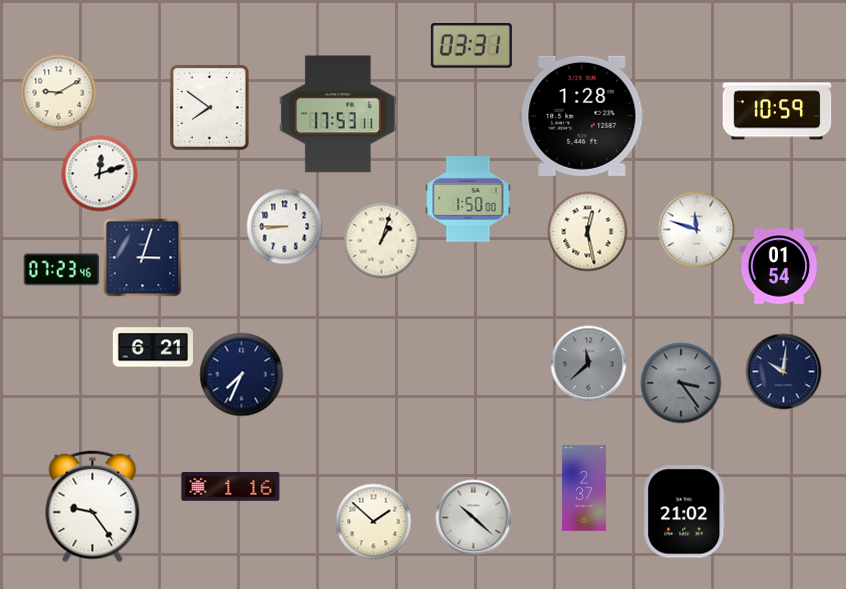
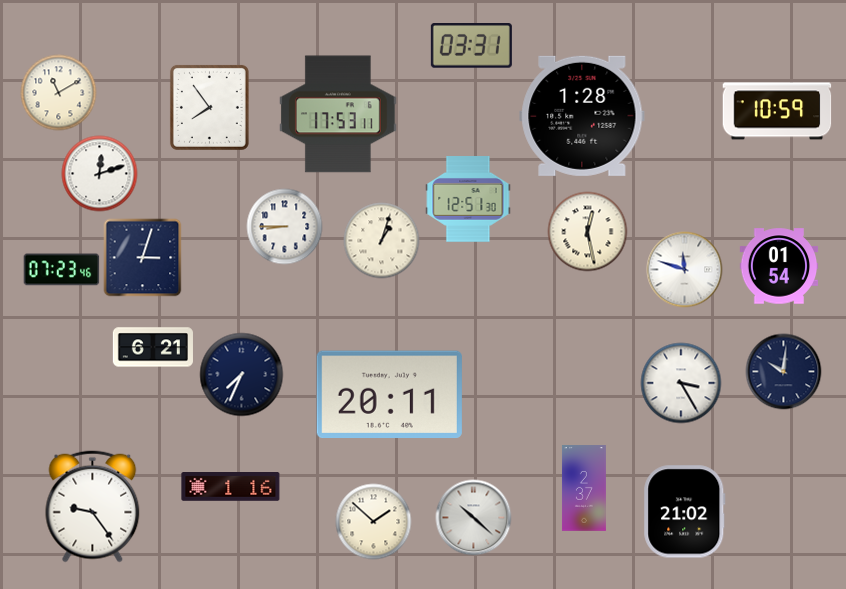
clock at (59, 93): 9:10 -> 11:10
clock at (209, 107): 7:51 -> 7:54
clock at (468, 199): 1:50 -> 12:51
clock at (697, 230) position: (697, 230) -> (685, 270)
clock at (589, 364): 11:38 -> none
clock at (681, 383): 3:24 -> 3:25
clock at (681, 383) dial: grey -> white
clock at (389, 394): none -> 20:11
